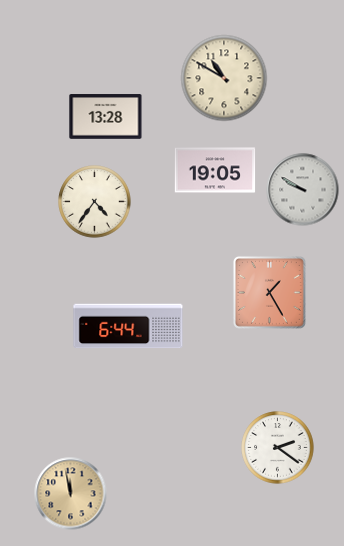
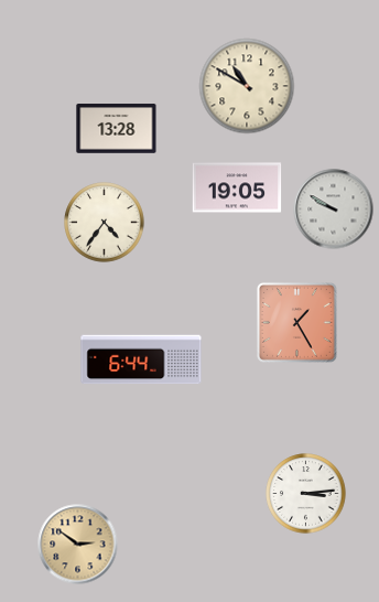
clock at (278, 448): 2:21 -> 3:14
clock at (71, 494): 11:58 -> 2:51
